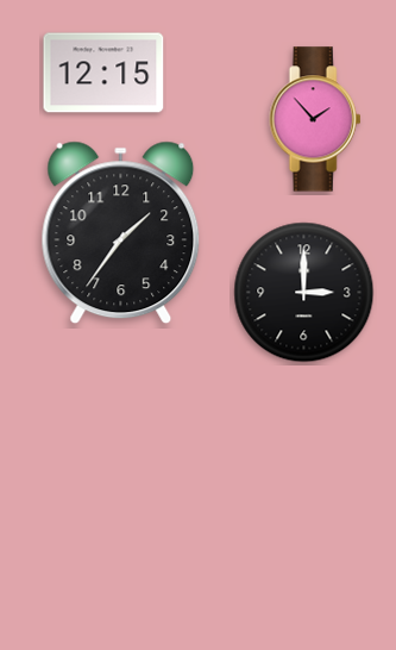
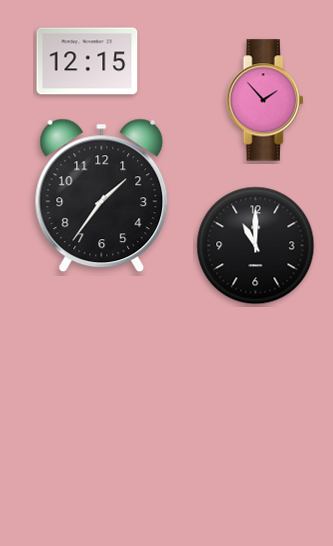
clock at (304, 293): 3:00 -> 11:00
